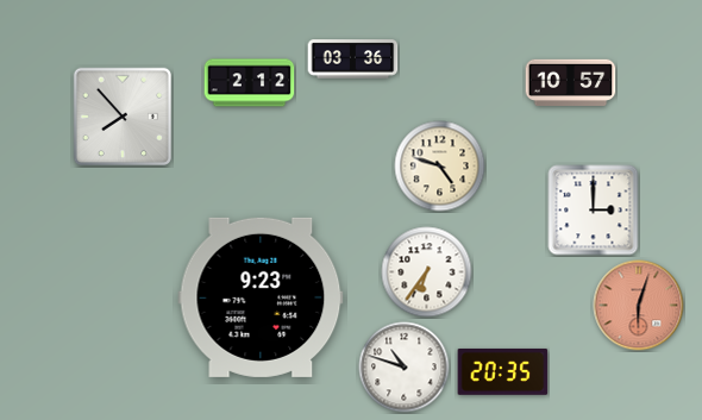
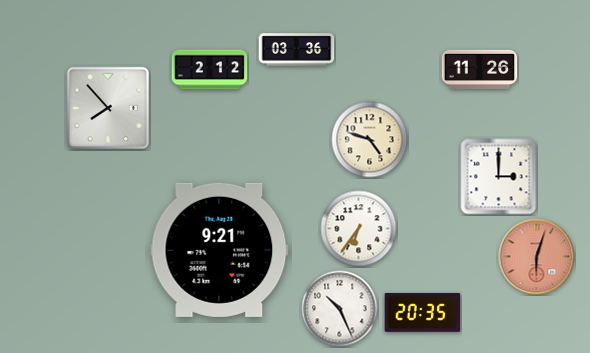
clock at (571, 82): 10:57 -> 11:26
clock at (121, 117) position: (121, 117) -> (107, 108)
clock at (261, 297): 9:23 -> 9:21
clock at (405, 368): 10:48 -> 10:26
